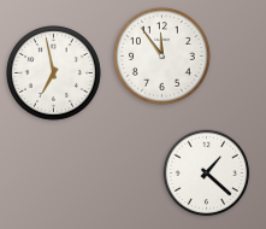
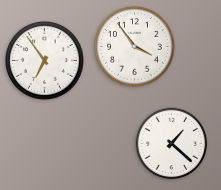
clock at (162, 57): 11:54 -> 3:54
clock at (54, 74): 6:58 -> 6:54
